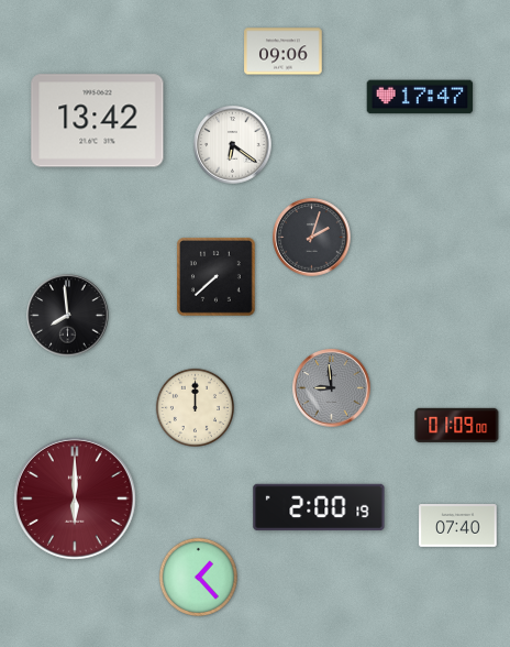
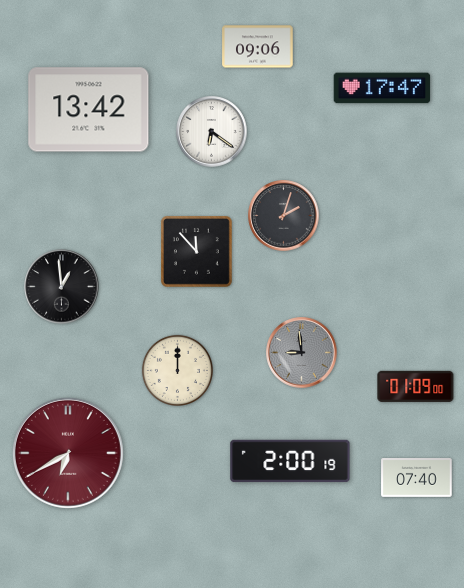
clock at (217, 277): 7:38 -> 11:53
clock at (68, 316): 7:59 -> 12:59
clock at (75, 498): 6:00 -> 6:40
clock at (198, 577): 1:23 -> none
